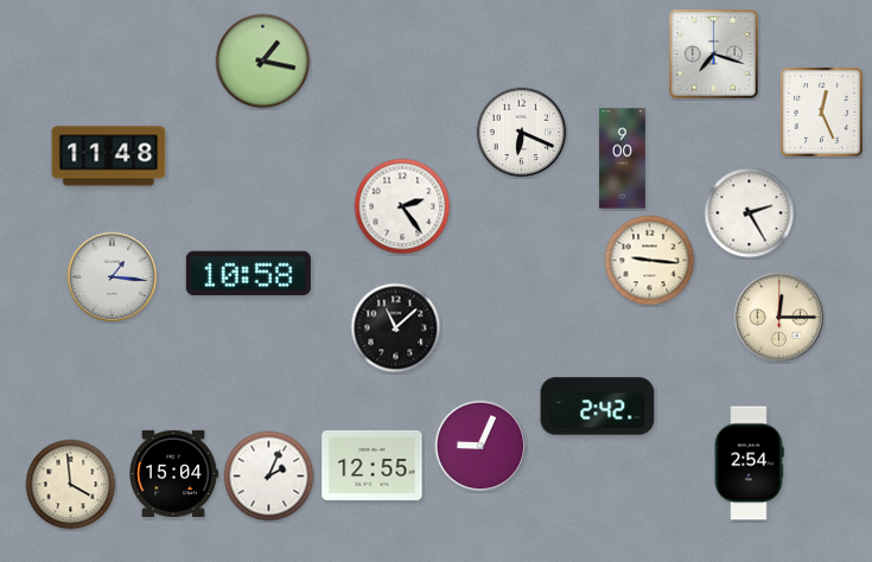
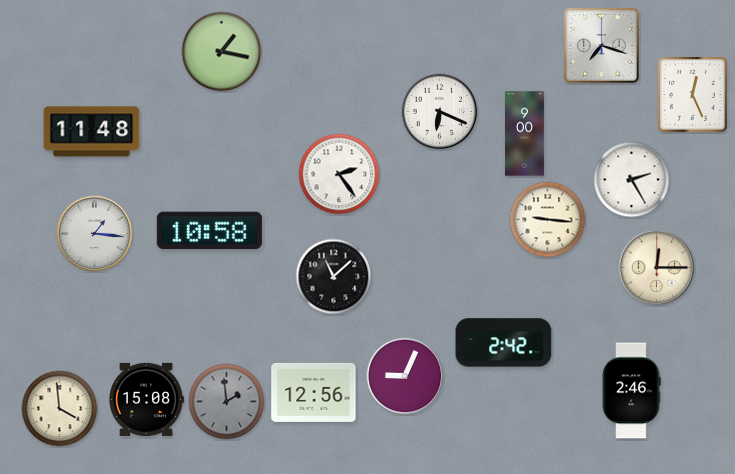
clock at (749, 464): 2:54 -> 2:46
clock at (373, 465): 12:55 -> 12:56
clock at (174, 473): 15:04 -> 15:08
clock at (269, 477): 2:04 -> 1:59
clock at (269, 477) dial: white -> grey
